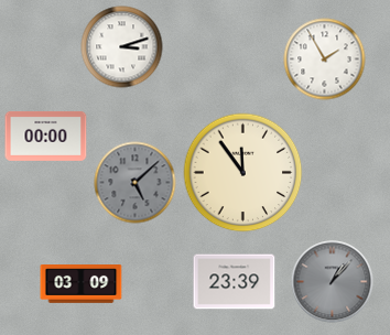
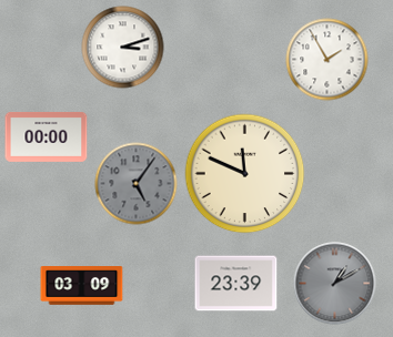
clock at (243, 173): 11:54 -> 11:49
clock at (136, 183): 5:08 -> 5:06
clock at (333, 282): 1:07 -> 1:10
